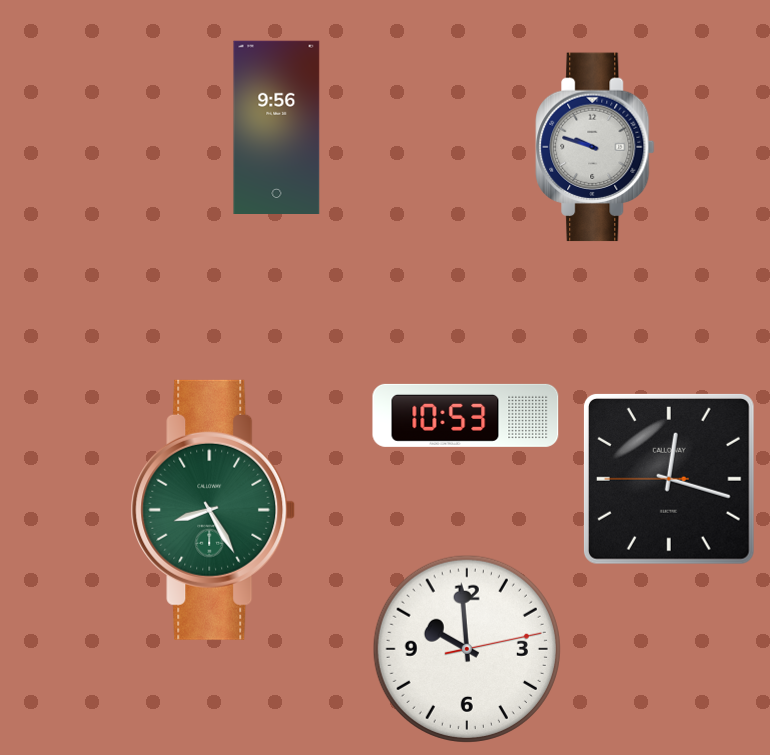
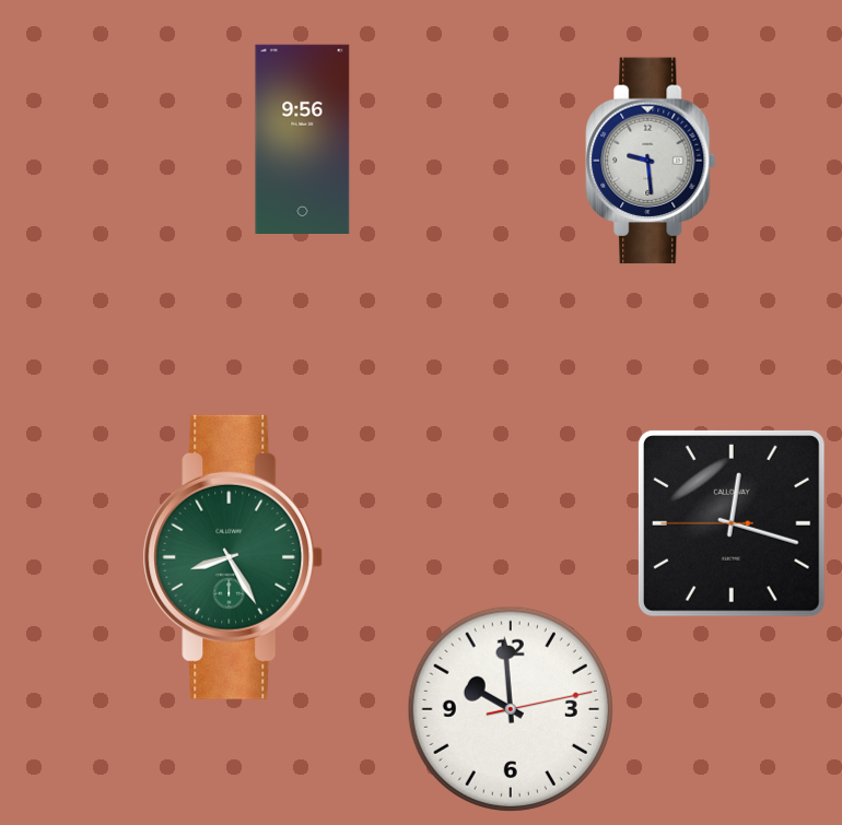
clock at (595, 147): 9:48 -> 9:29
clock at (466, 415): 10:53 -> none
